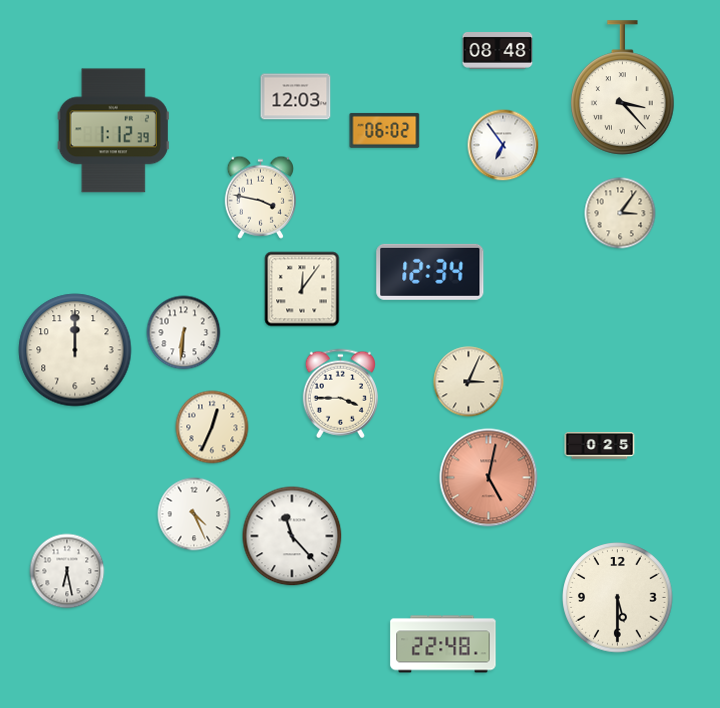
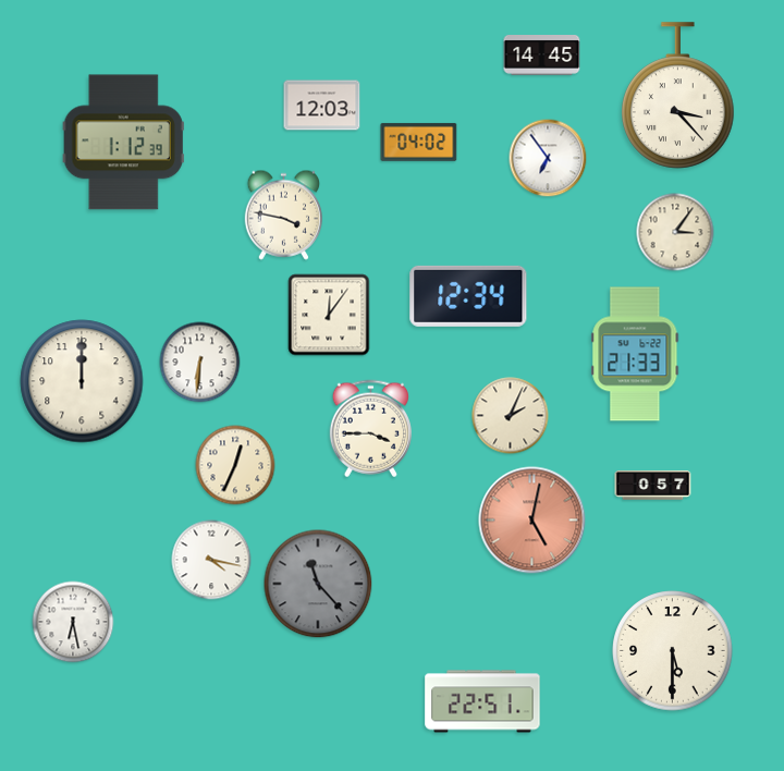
clock at (498, 51): 08:48 -> 14:45
clock at (385, 130): 06:02 -> 04:02
clock at (635, 354): none -> 21:33
clock at (469, 382): 3:04 -> 2:04
clock at (212, 427) position: (212, 427) -> (235, 465)
clock at (600, 446): 0:25 -> 0:57
clock at (194, 514): 4:26 -> 4:17
clock at (292, 536) dial: white -> grey
clock at (443, 644): 22:48 -> 22:51
